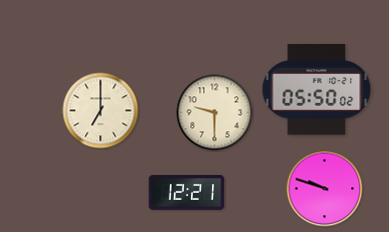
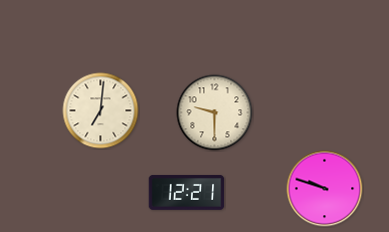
clock at (317, 90): 05:50 -> none
clock at (101, 111): 7:00 -> 7:01
